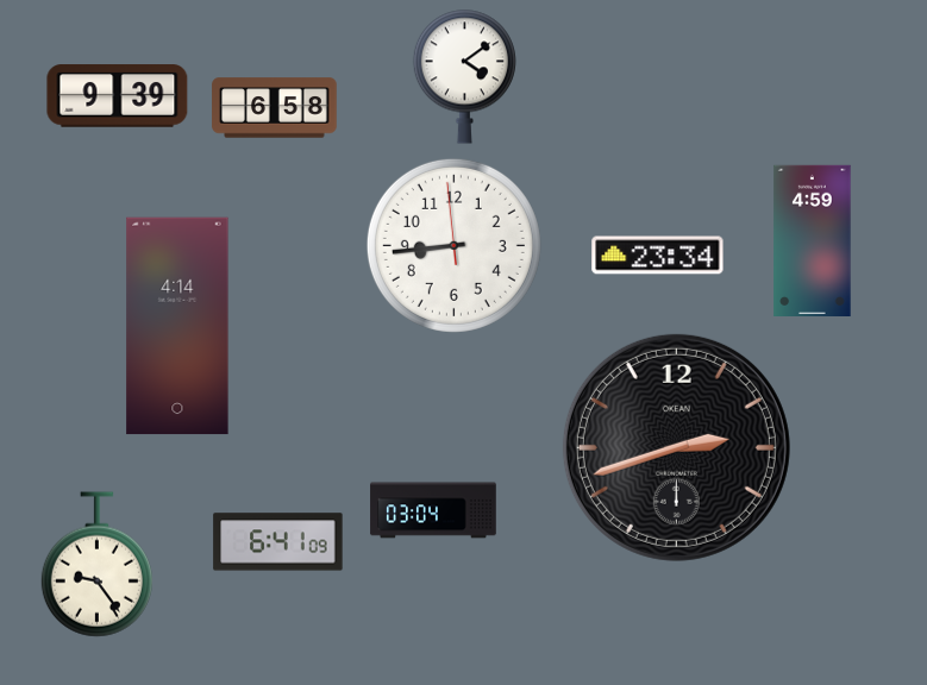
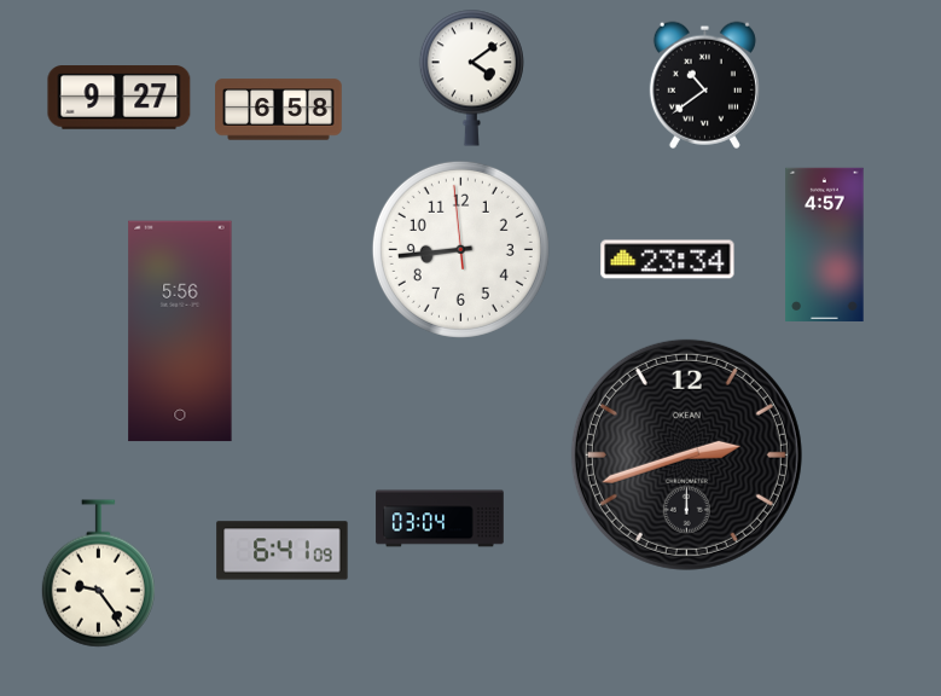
clock at (704, 85): none -> 10:39
clock at (118, 96): 9:39 -> 9:27
clock at (813, 240): 4:59 -> 4:57
clock at (177, 326): 4:14 -> 5:56
